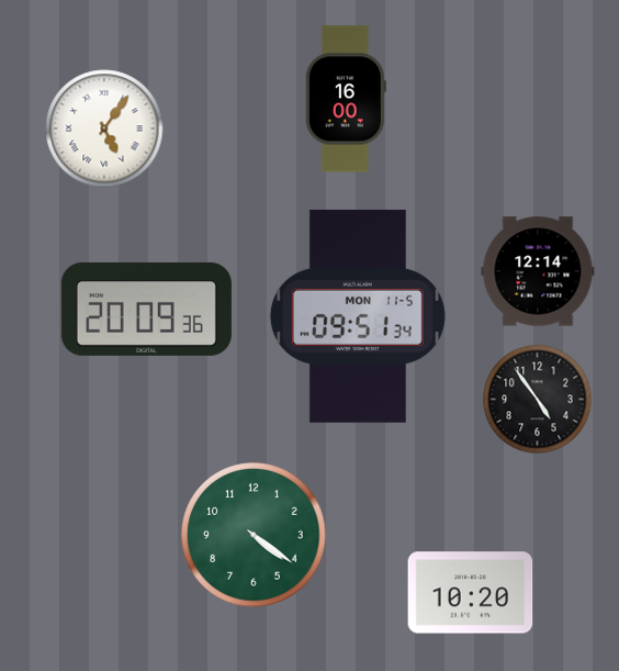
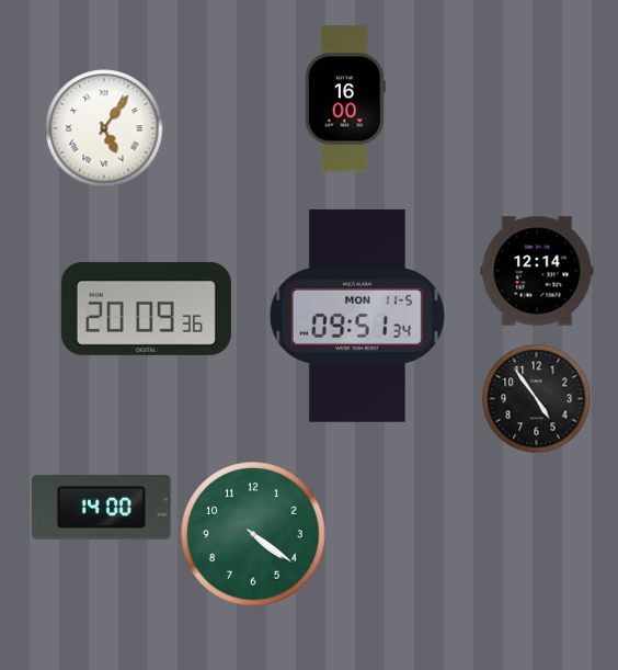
clock at (102, 508): none -> 14:00
clock at (471, 593): 10:20 -> none
